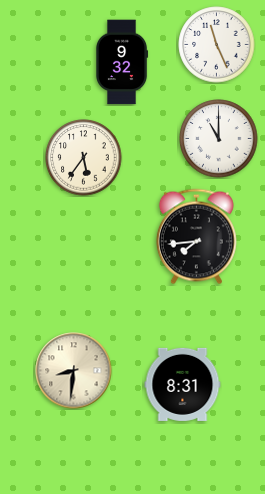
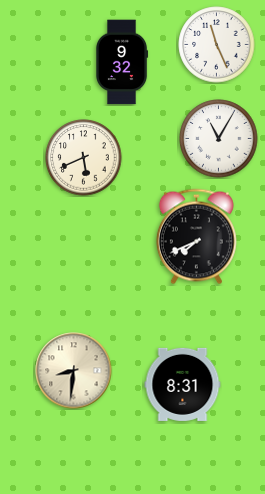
clock at (219, 139): 11:00 -> 11:05
clock at (84, 158): 5:36 -> 5:41
clock at (196, 237): 7:44 -> 7:41
